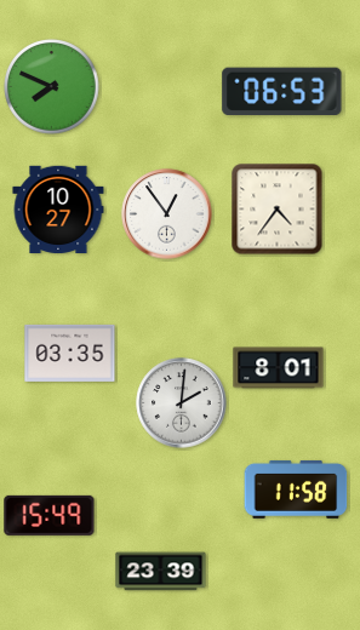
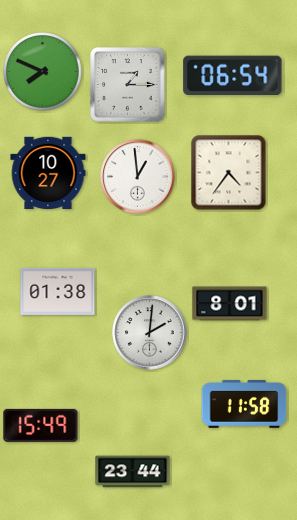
clock at (282, 92): 06:53 -> 06:54
clock at (128, 85): none -> 1:15
clock at (167, 214): 12:54 -> 12:59
clock at (70, 353): 03:35 -> 01:38
clock at (161, 572): 23:39 -> 23:44
